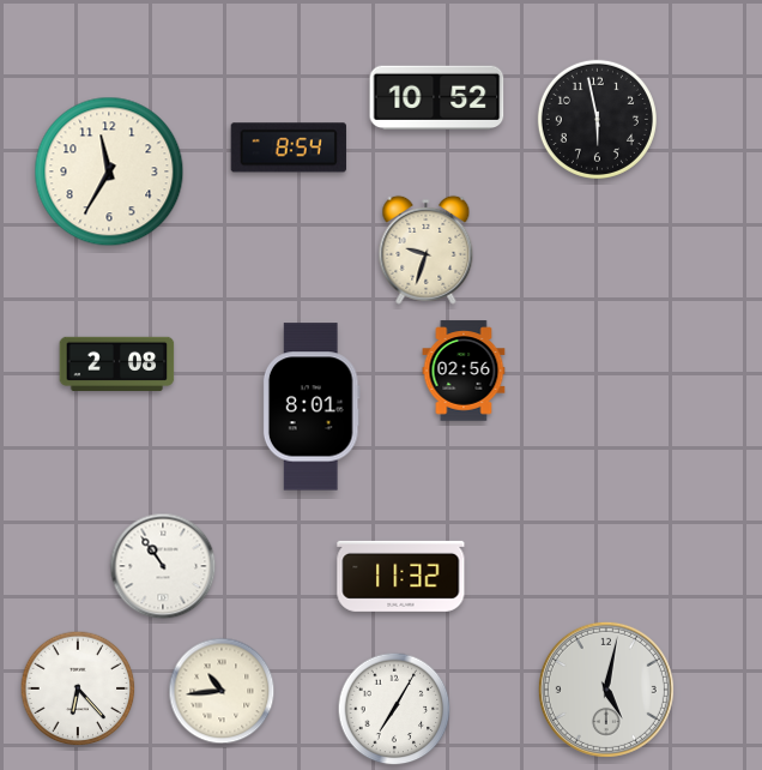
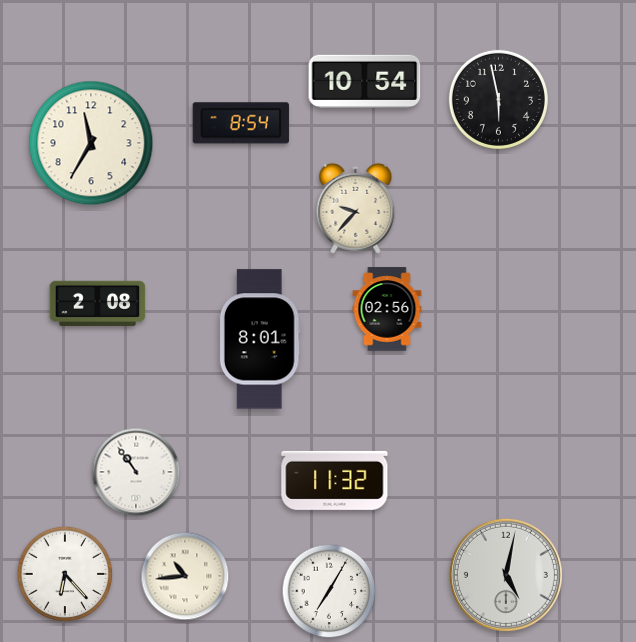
clock at (437, 97): 10:52 -> 10:54
clock at (427, 249): 9:33 -> 9:37
